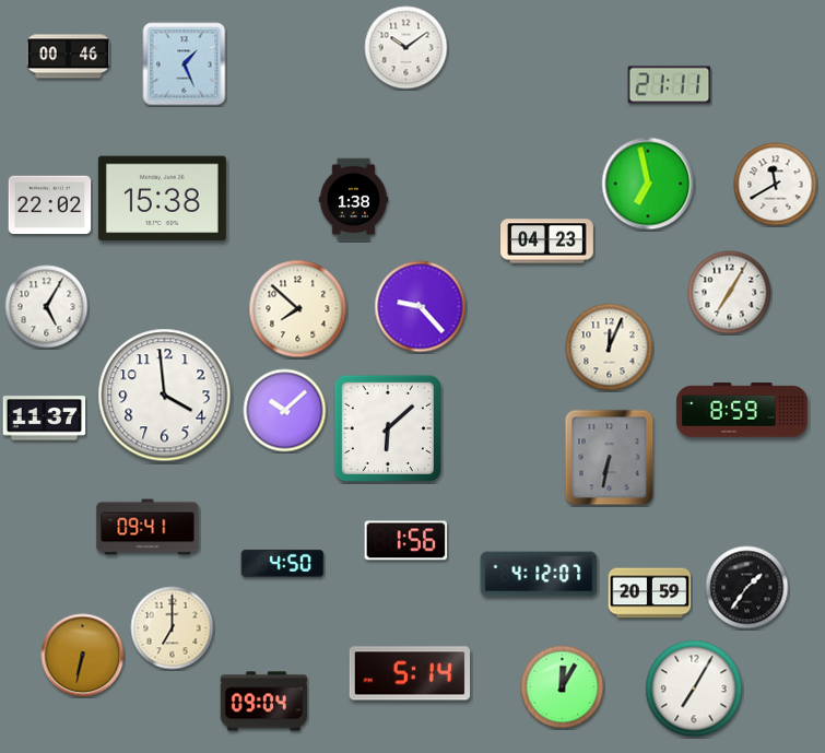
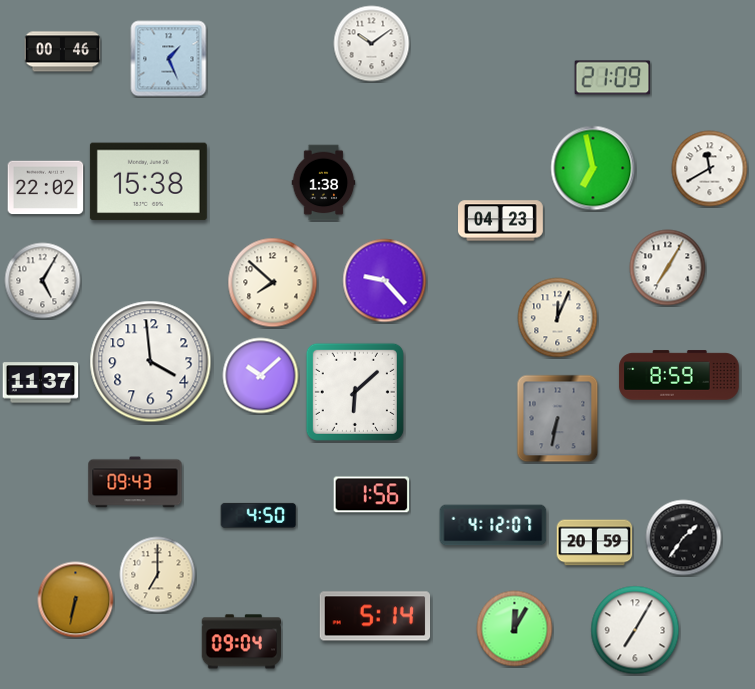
clock at (670, 85): 21:11 -> 21:09
clock at (148, 527): 09:41 -> 09:43
